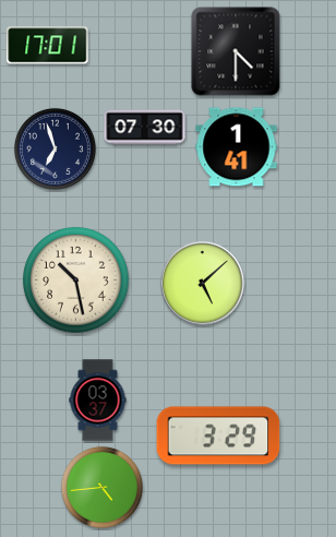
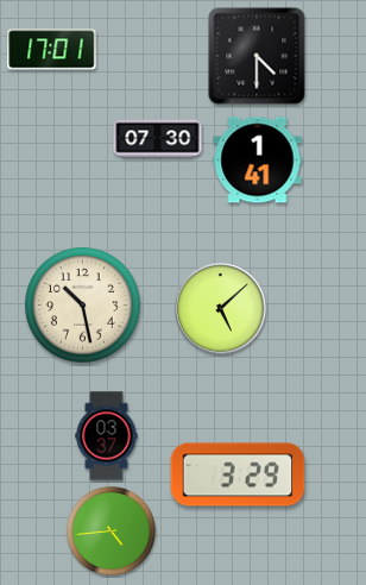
clock at (55, 148): 6:57 -> none
